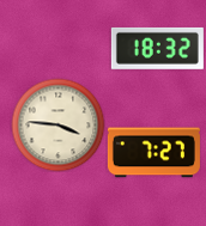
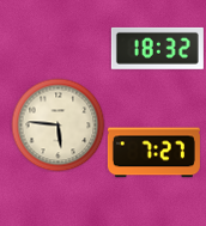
clock at (57, 124): 3:46 -> 5:46
